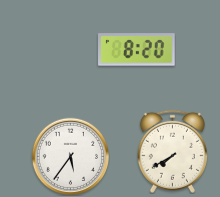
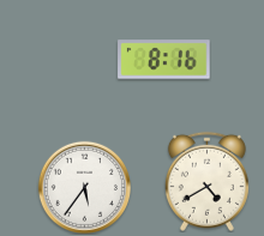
clock at (137, 50): 8:20 -> 8:16
clock at (172, 151): 7:40 -> 4:40
